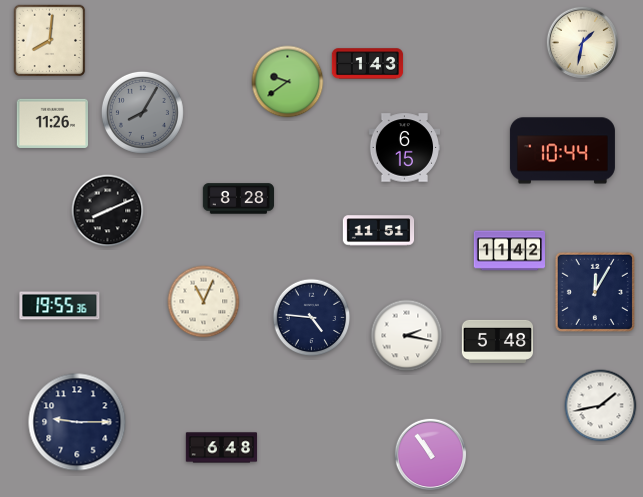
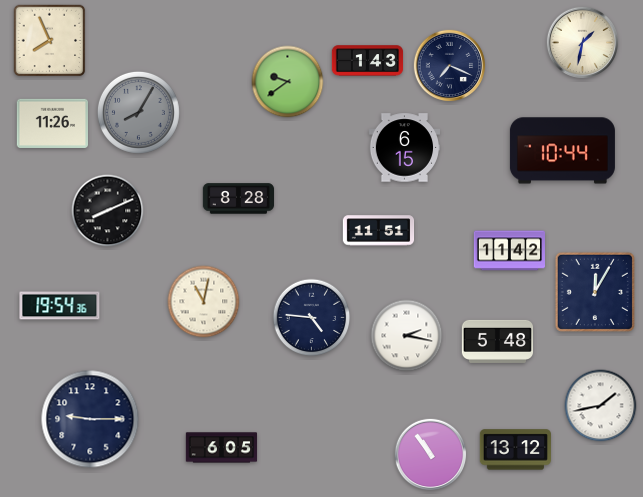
clock at (50, 41): 8:01 -> 7:56
clock at (368, 64) position: (368, 64) -> (368, 61)
clock at (450, 66): none -> 7:19
clock at (142, 112) position: (142, 112) -> (138, 112)
clock at (204, 302): 11:04 -> 11:02
clock at (60, 306): 19:55 -> 19:54
clock at (77, 422) position: (77, 422) -> (90, 419)
clock at (222, 448): 6:48 -> 6:05
clock at (515, 450): none -> 13:12
